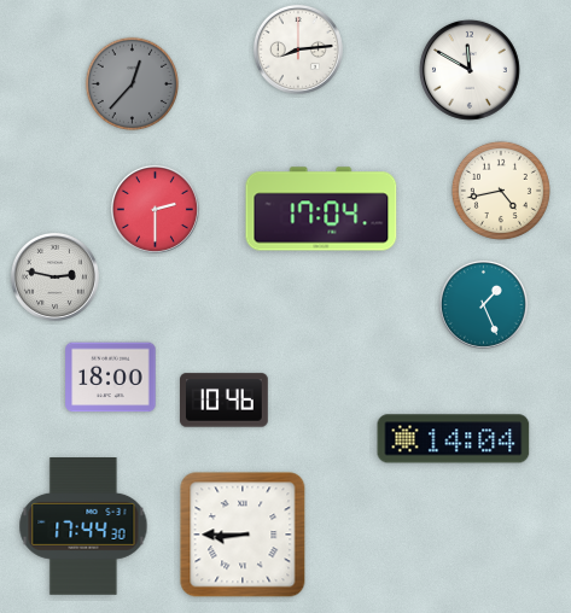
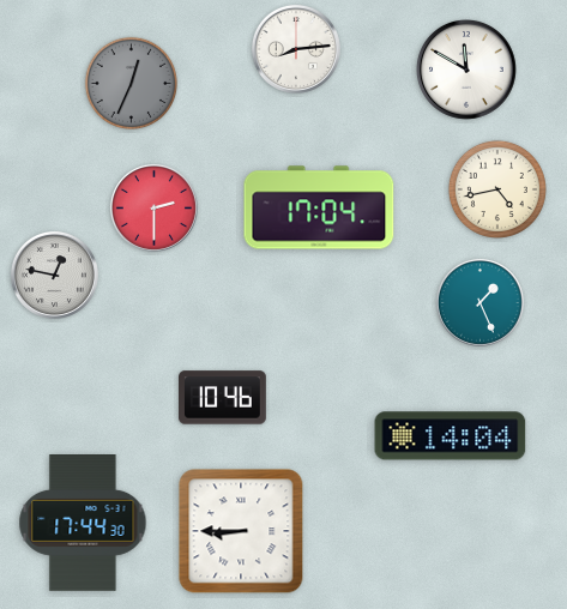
clock at (133, 84): 12:37 -> 12:34
clock at (54, 276): 2:47 -> 12:47
clock at (111, 378): 18:00 -> none
